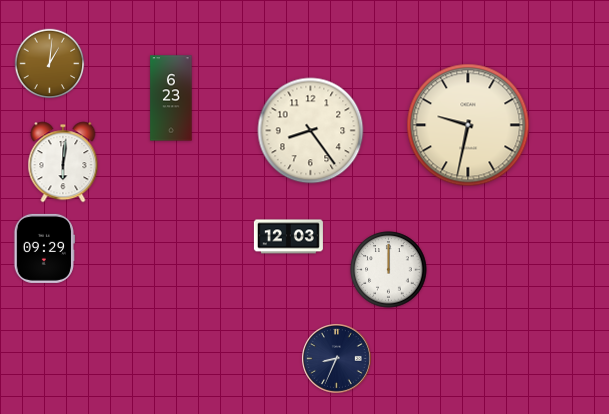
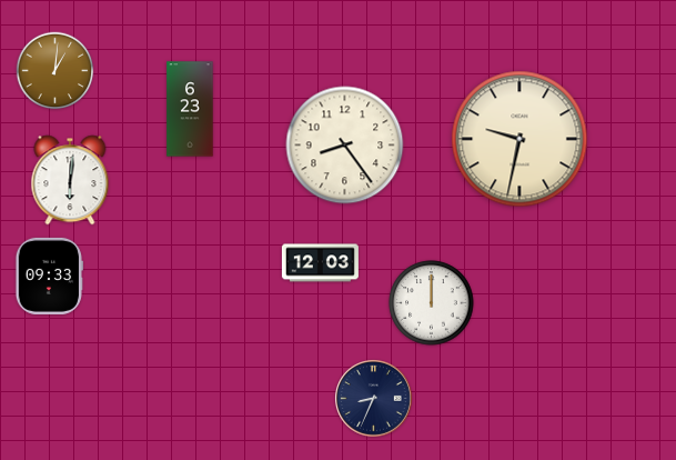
clock at (44, 248): 09:29 -> 09:33
clock at (389, 270) position: (389, 270) -> (432, 303)
